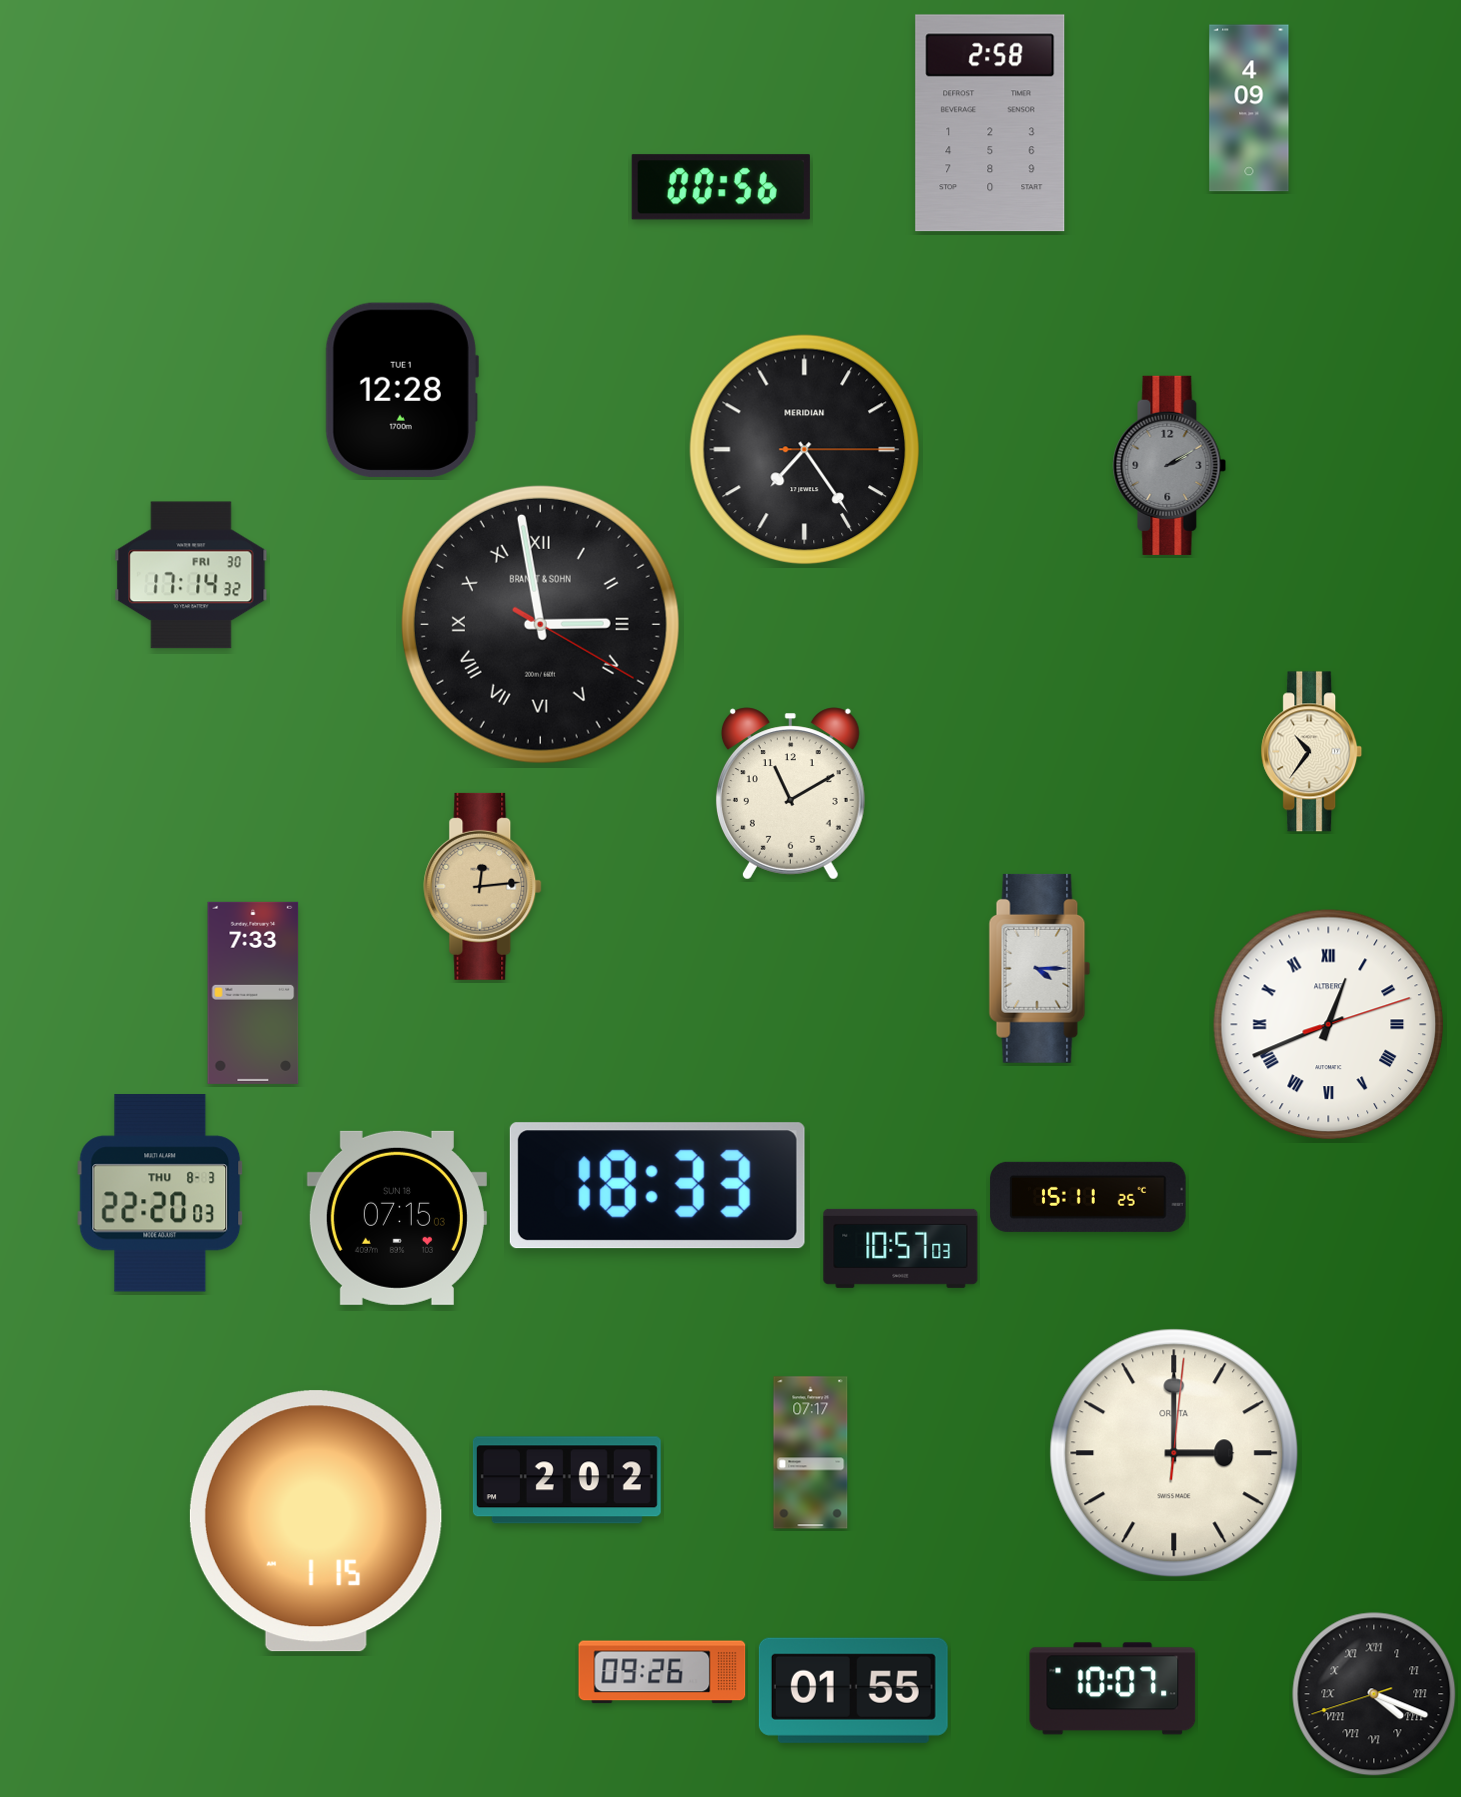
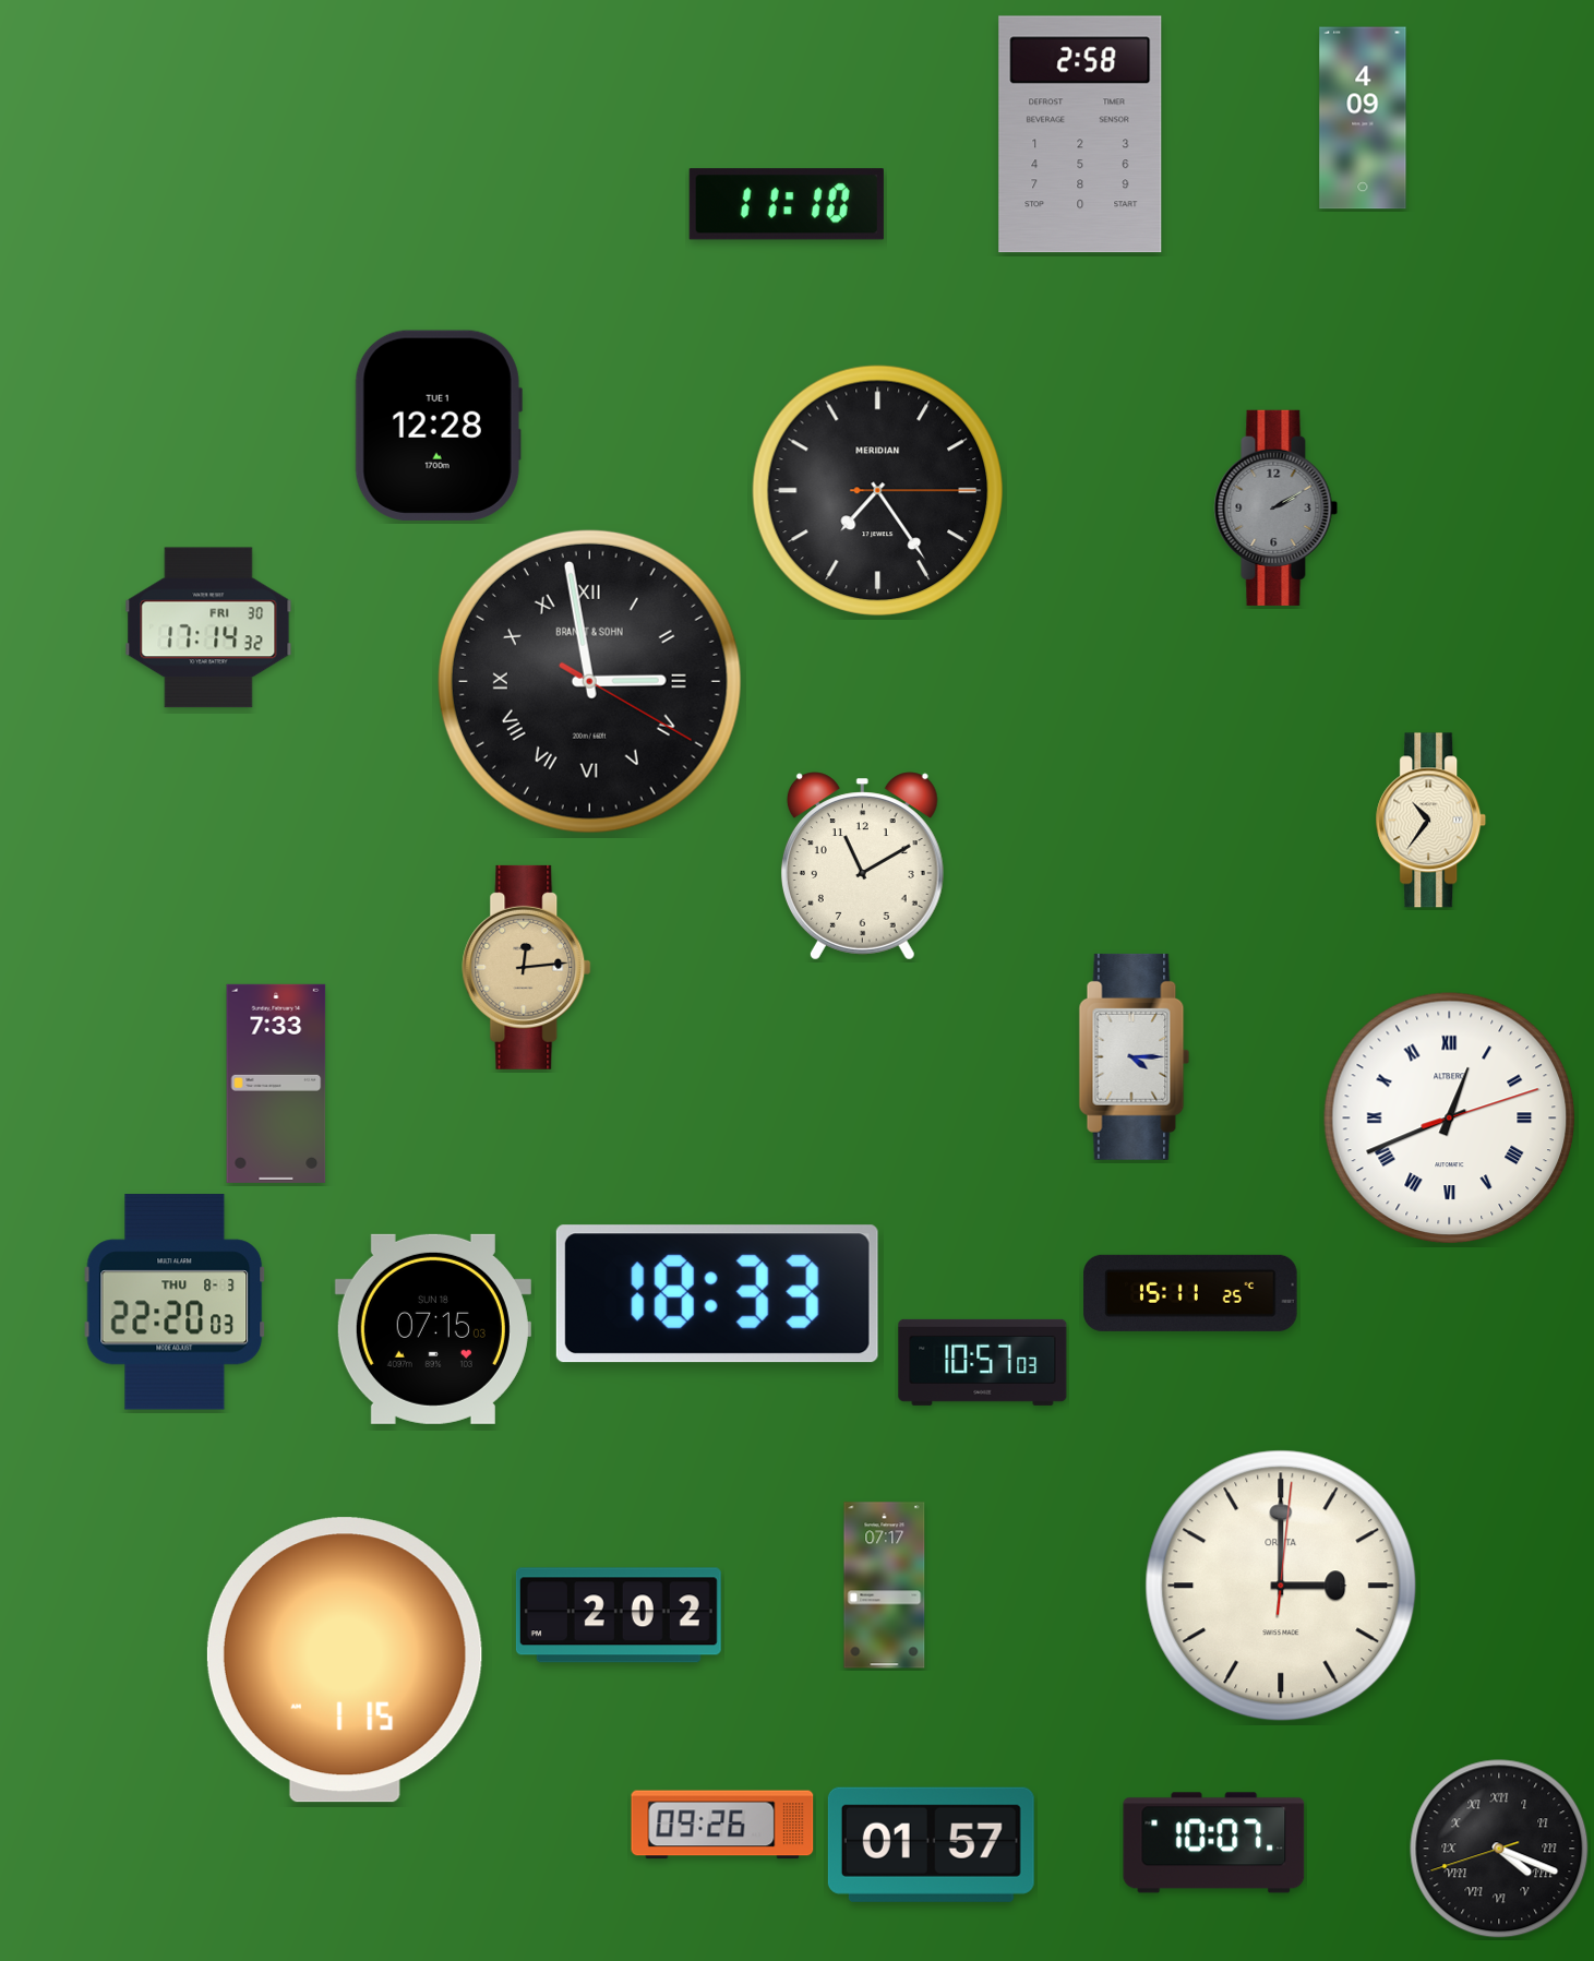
clock at (721, 187): 00:56 -> 11:10
clock at (1088, 1197) position: (1088, 1197) -> (1190, 1293)
clock at (853, 1690): 01:55 -> 01:57
